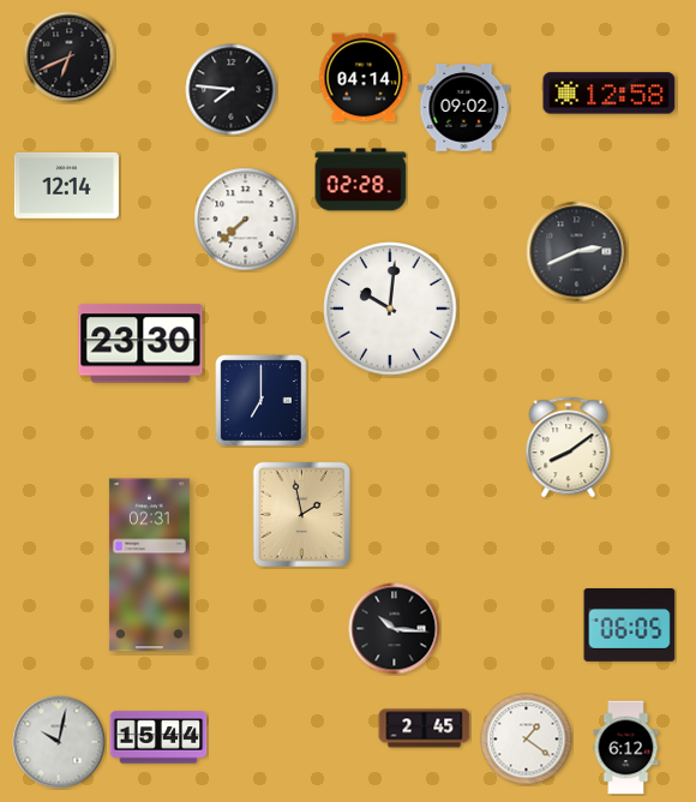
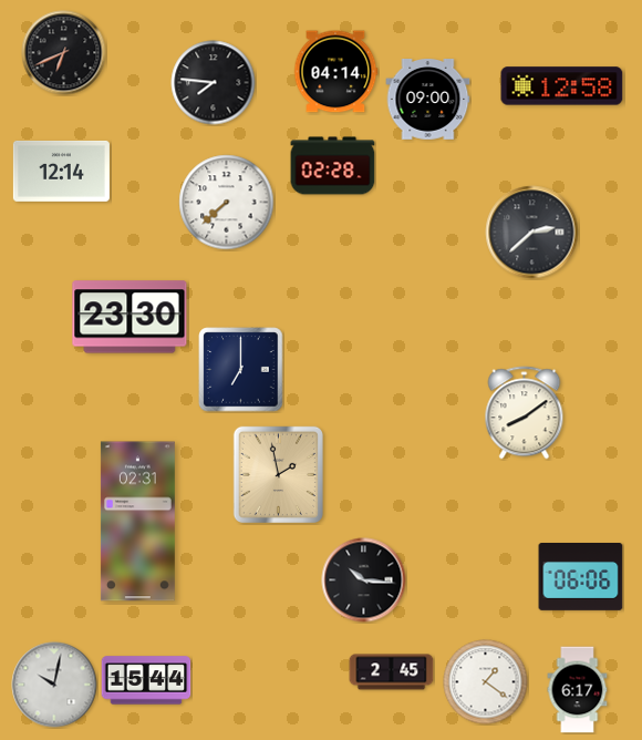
clock at (464, 108): 09:02 -> 09:00
clock at (577, 252): 2:41 -> 2:38
clock at (390, 309): 10:01 -> none
clock at (630, 626): 06:05 -> 06:06
clock at (626, 748): 6:12 -> 6:17
